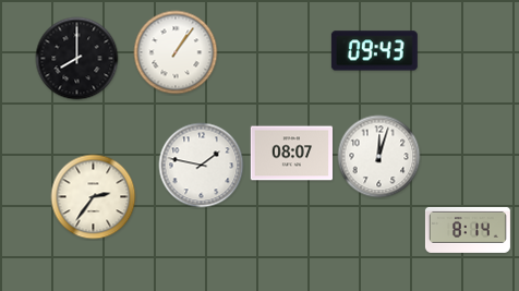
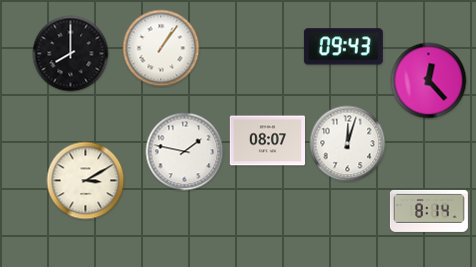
clock at (429, 81): none -> 12:23
clock at (94, 197): 2:36 -> 3:10
